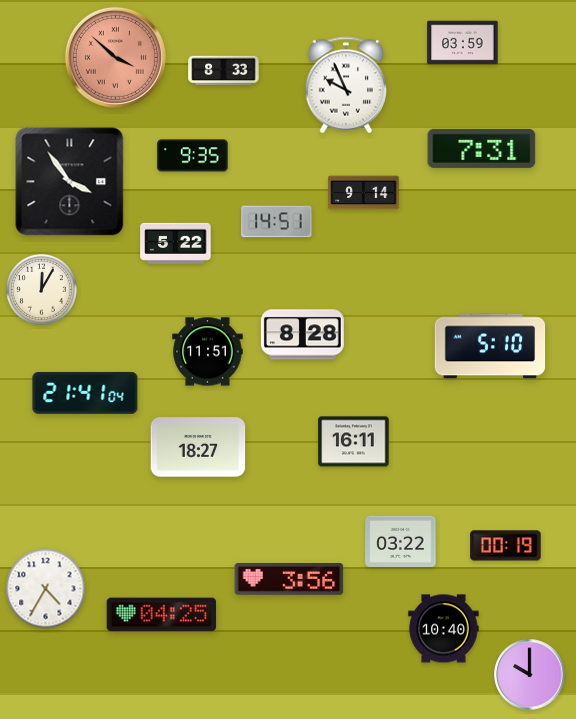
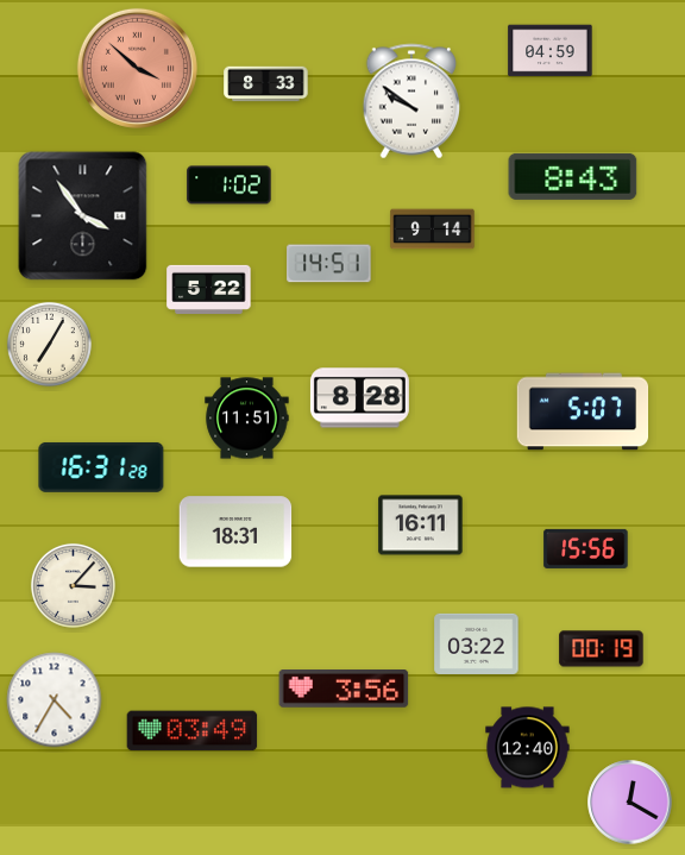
clock at (463, 43): 03:59 -> 04:59
clock at (346, 85): 9:56 -> 9:51
clock at (482, 148): 7:31 -> 8:43
clock at (193, 156): 9:35 -> 1:02
clock at (41, 289): 12:05 -> 7:05
clock at (490, 346): 5:10 -> 5:07
clock at (85, 393): 21:41 -> 16:31
clock at (198, 447): 18:27 -> 18:31
clock at (586, 548): none -> 15:56
clock at (73, 585): none -> 3:07
clock at (162, 615): 04:25 -> 03:49
clock at (444, 629): 10:40 -> 12:40
clock at (530, 675): 10:00 -> 12:20
